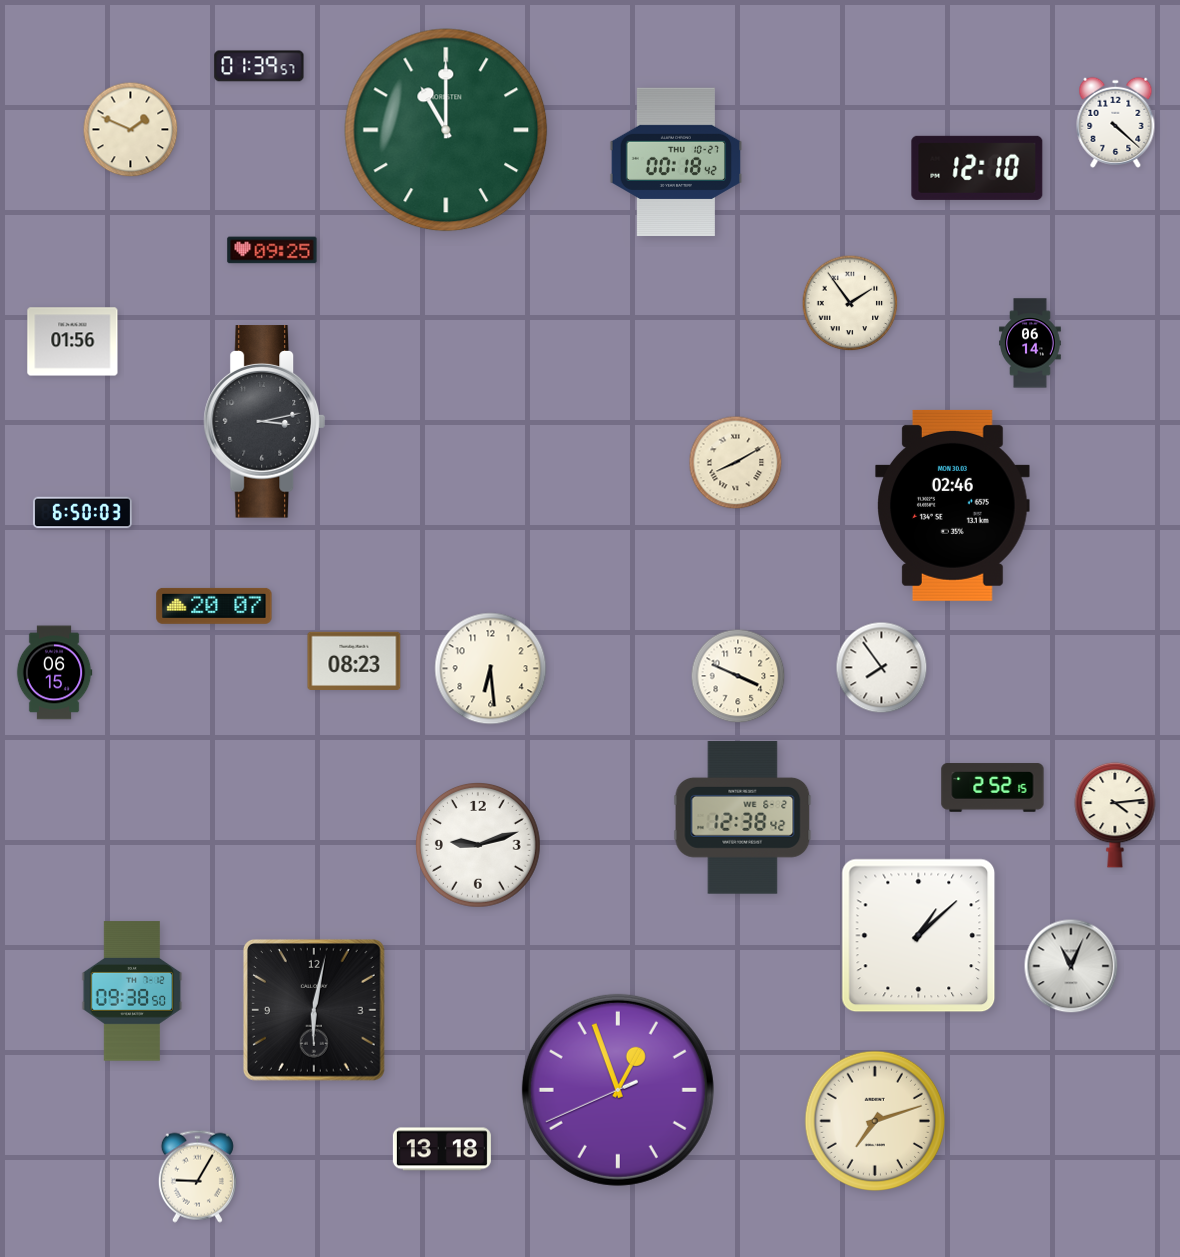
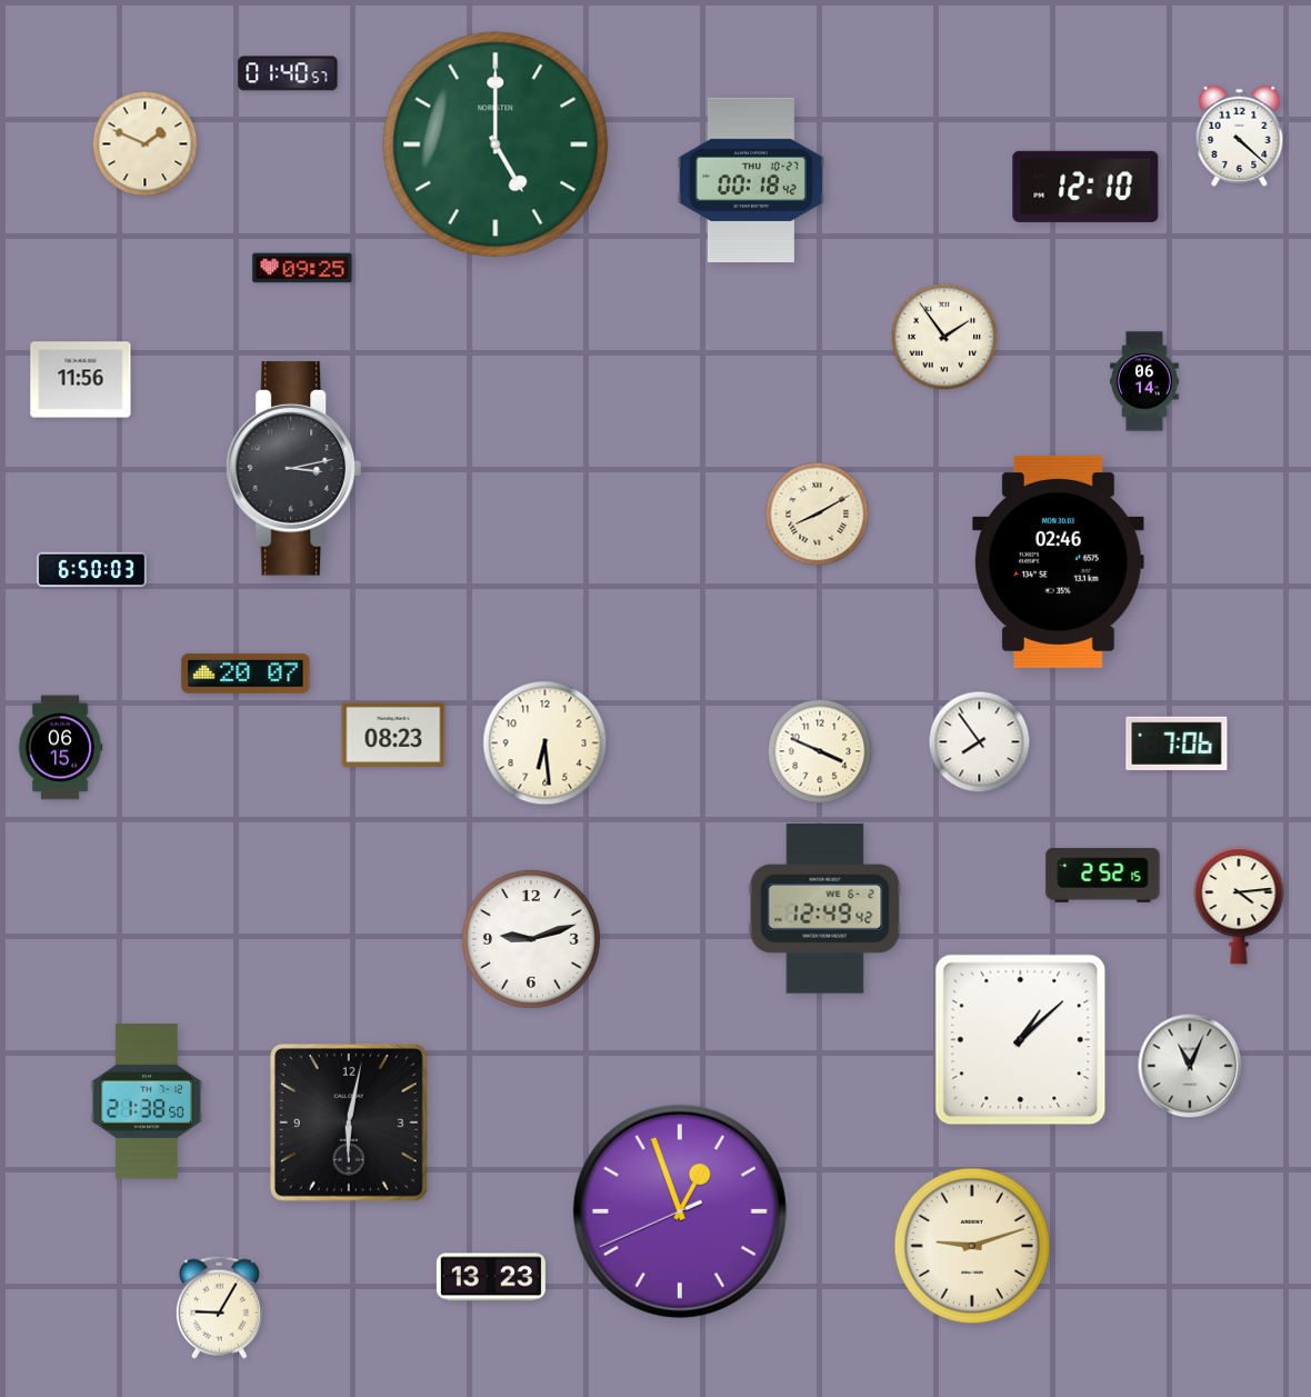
clock at (259, 66): 01:39 -> 01:40
clock at (446, 130): 11:00 -> 5:00
clock at (272, 250) position: (272, 250) -> (302, 268)
clock at (73, 342): 01:56 -> 11:56
clock at (214, 606) position: (214, 606) -> (246, 673)
clock at (1177, 744): none -> 7:06
clock at (743, 818): 12:38 -> 12:49
clock at (1071, 966) position: (1071, 966) -> (1190, 1066)
clock at (132, 991): 09:38 -> 21:38
clock at (618, 1090) position: (618, 1090) -> (680, 1211)
clock at (875, 1121): 7:12 -> 9:12
clock at (442, 1149): 13:18 -> 13:23
